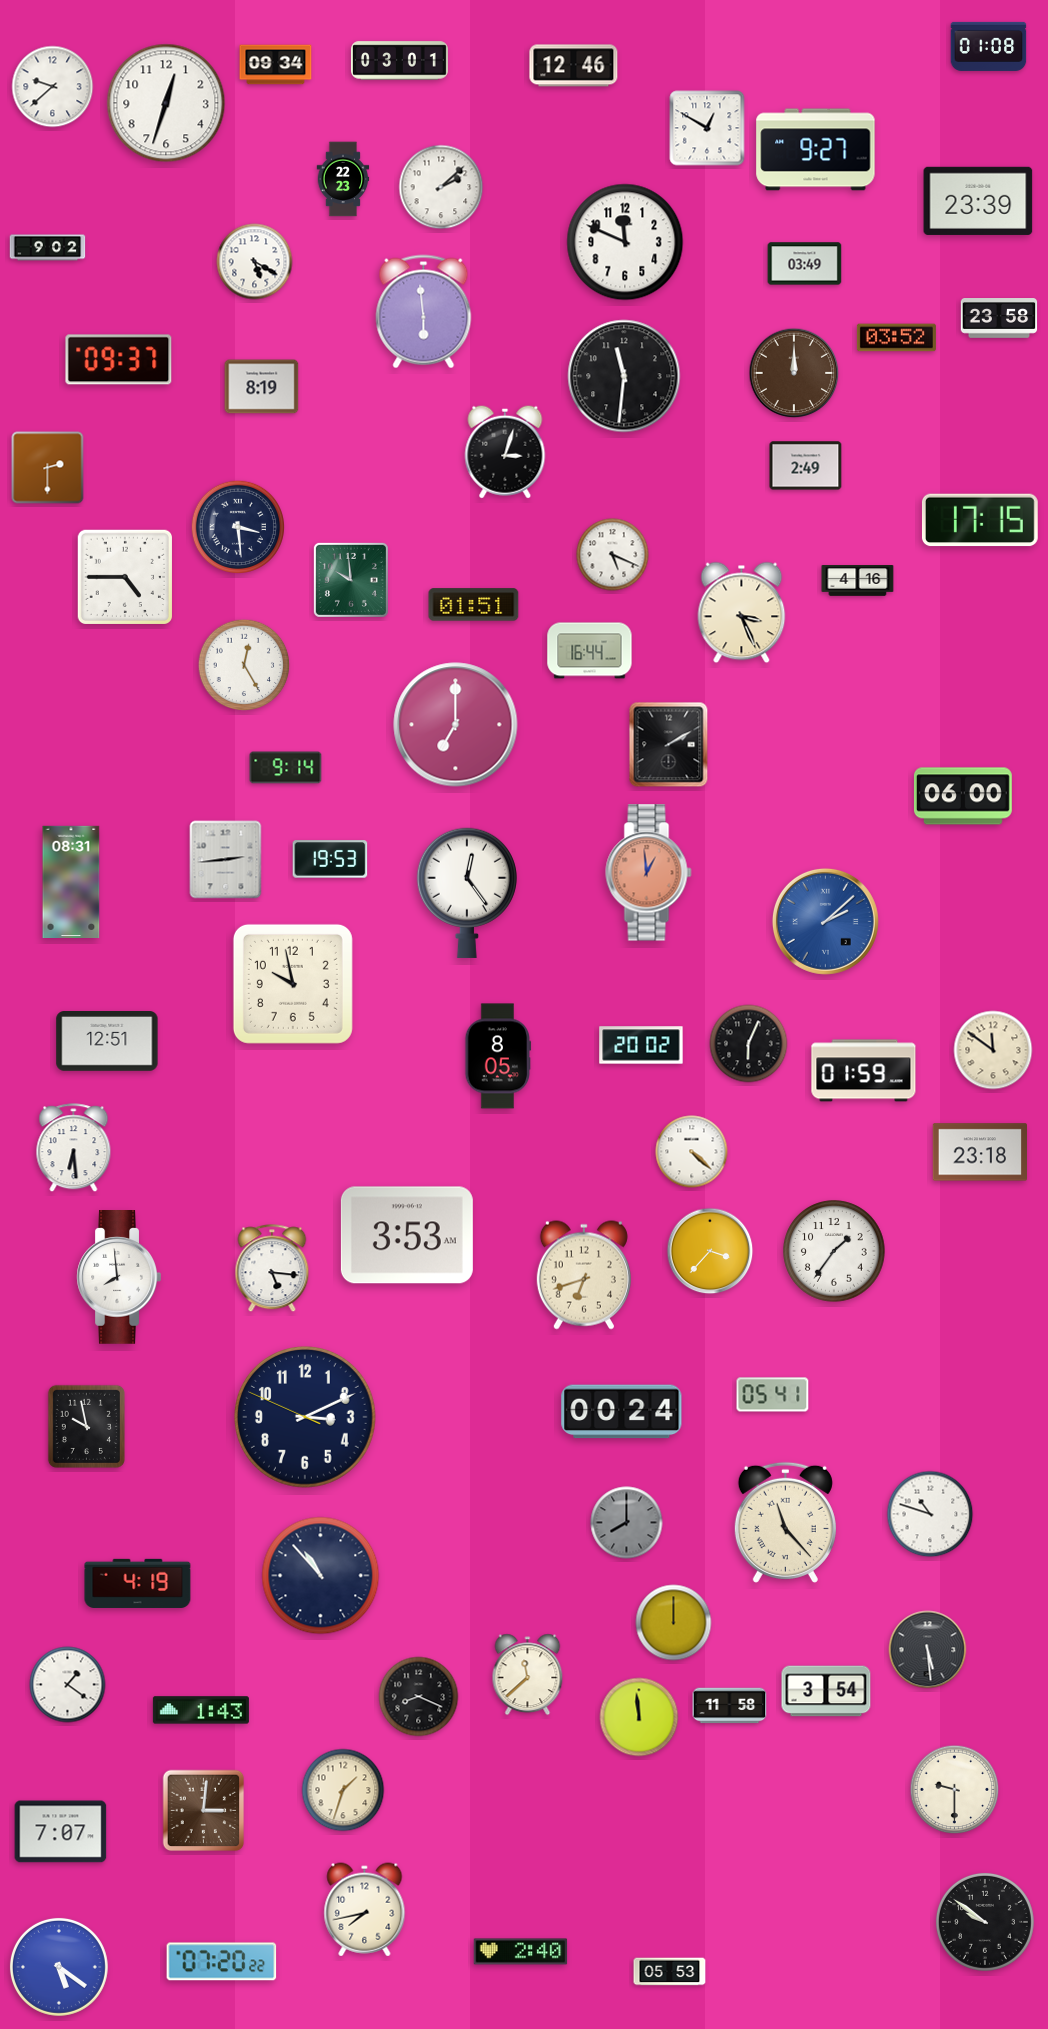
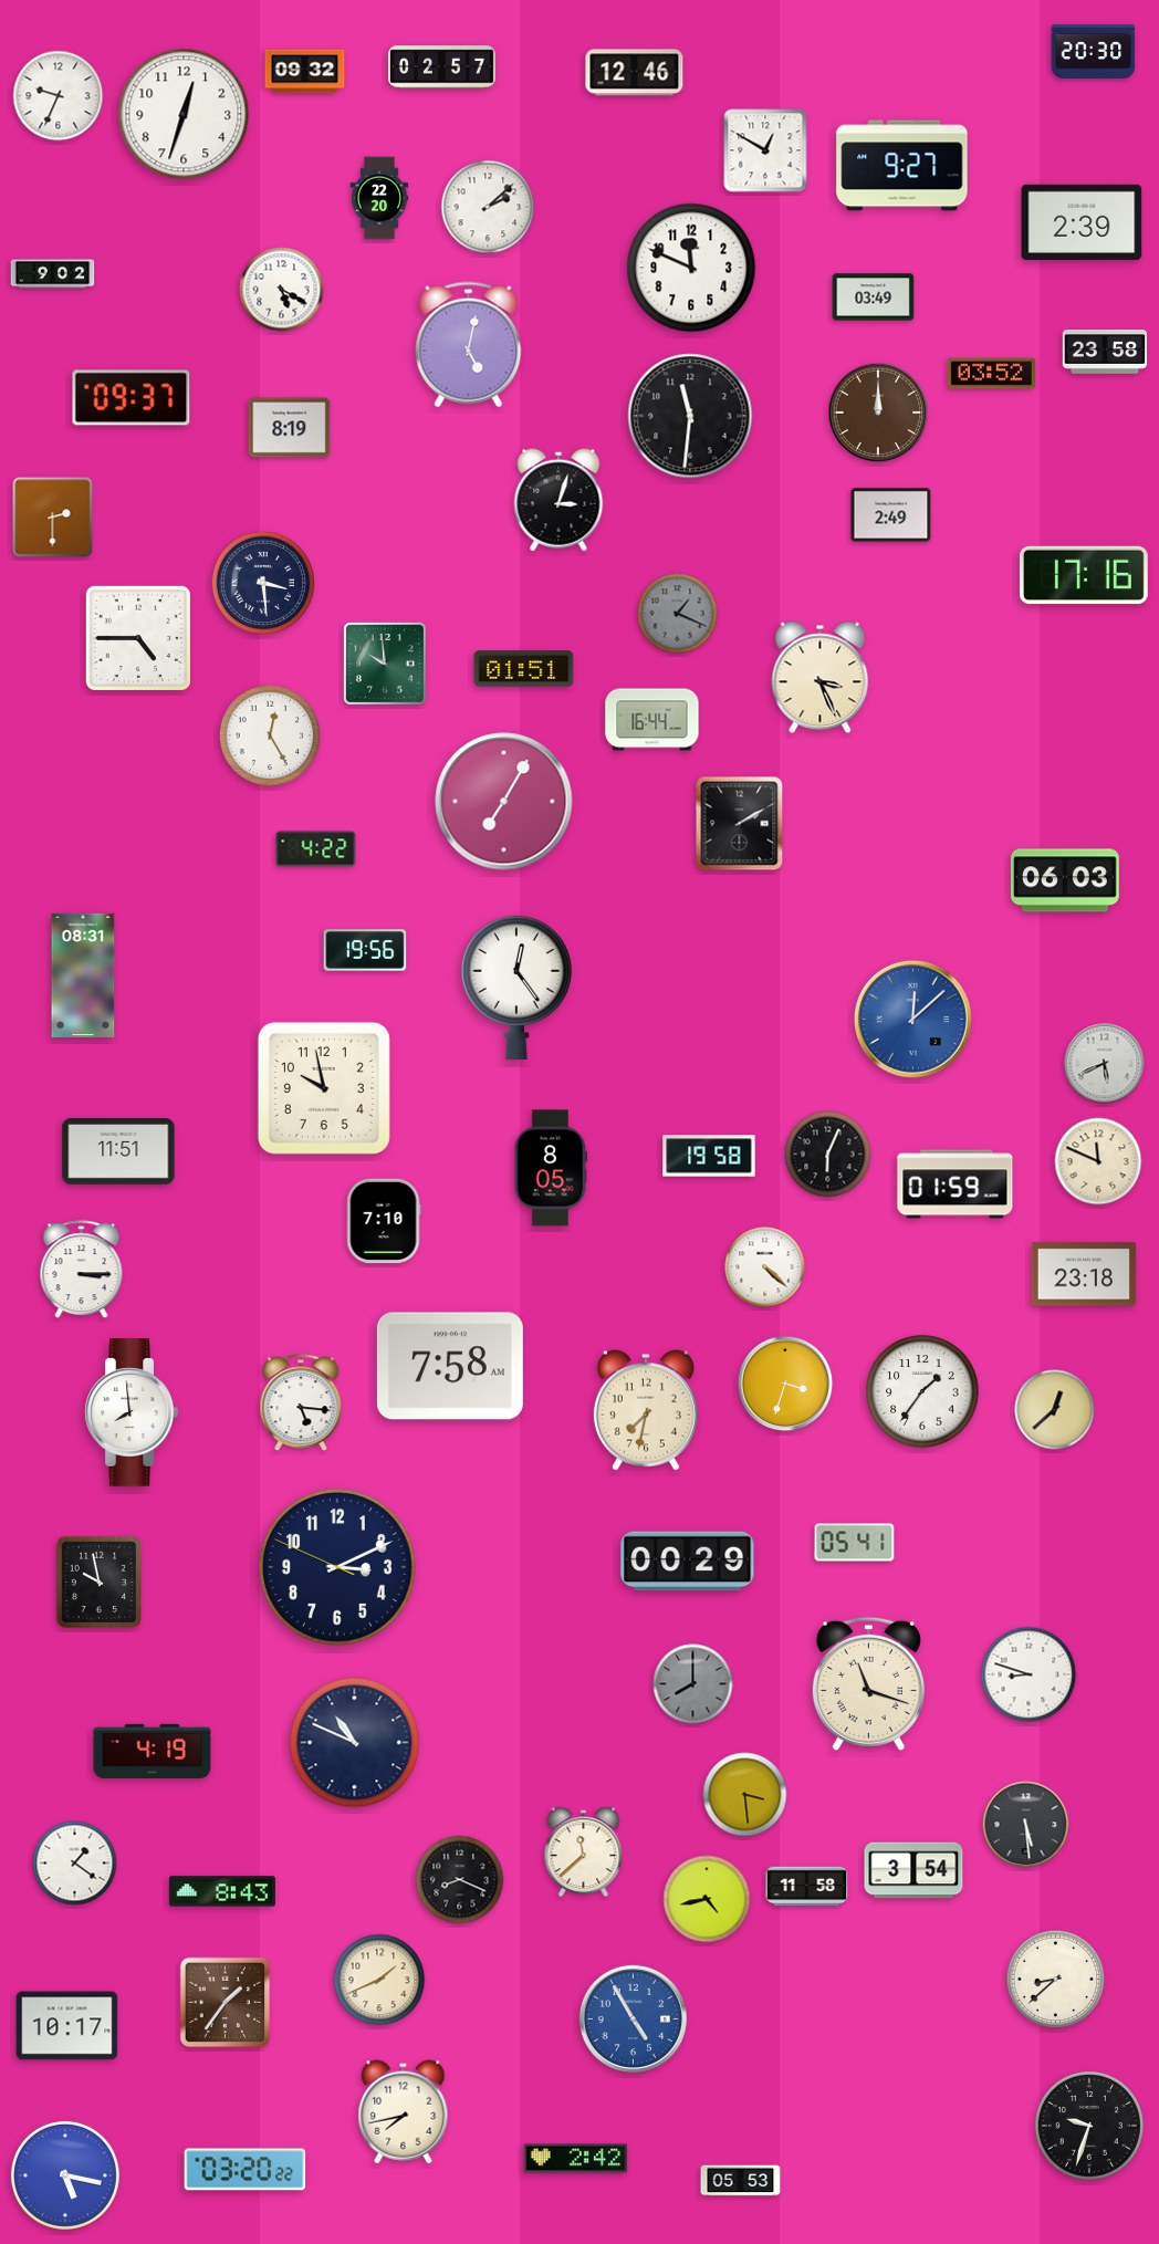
clock at (989, 46): 01:08 -> 20:30
clock at (399, 61): 03:01 -> 02:57
clock at (276, 65): 09:34 -> 09:32
clock at (53, 87): 9:38 -> 9:34
clock at (707, 128) position: (707, 128) -> (765, 150)
clock at (343, 179): 22:23 -> 22:20
clock at (978, 201): 23:39 -> 2:39
clock at (805, 264) position: (805, 264) -> (874, 298)
clock at (424, 312): 5:59 -> 5:02
clock at (980, 520): 17:15 -> 17:16
clock at (613, 555): 5:19 -> 1:19
clock at (613, 555) dial: white -> grey
clock at (351, 580) position: (351, 580) -> (385, 664)
clock at (858, 581): 4:16 -> none
clock at (456, 725): 7:00 -> 7:05
clock at (286, 768): 9:14 -> 4:22
clock at (963, 796): 06:00 -> 06:03
clock at (330, 859): 19:53 -> 19:56
clock at (226, 860): 2:44 -> none
clock at (649, 873): 12:59 -> none
clock at (71, 881) position: (71, 881) -> (83, 974)
clock at (825, 921): 2:08 -> 12:08
clock at (1105, 1064): none -> 5:41
clock at (107, 1042): 12:51 -> 11:51
clock at (641, 1045): 20:02 -> 19:58
clock at (993, 1050): 11:51 -> 11:49
clock at (384, 1221): none -> 7:10
clock at (74, 1148): 6:29 -> 3:15
clock at (692, 1152) position: (692, 1152) -> (765, 1267)
clock at (407, 1235): 3:53 -> 7:58
clock at (710, 1251): 3:37 -> 3:33
clock at (834, 1251) position: (834, 1251) -> (922, 1391)
clock at (584, 1275): 6:42 -> 7:32
clock at (1055, 1410): none -> 12:38
clock at (622, 1412): 00:24 -> 00:29
clock at (86, 1426) position: (86, 1426) -> (98, 1582)
clock at (930, 1514): 10:48 -> 8:48
clock at (785, 1522): 11:23 -> 11:18
clock at (321, 1576): 10:53 -> 10:49
clock at (674, 1623): 12:00 -> 3:29
clock at (419, 1697) position: (419, 1697) -> (460, 1880)
clock at (201, 1710): 1:43 -> 8:43
clock at (639, 1717): 11:59 -> 4:43
clock at (343, 1790): 1:33 -> 1:41
clock at (955, 1790): 9:30 -> 8:38
clock at (204, 1811): 3:01 -> 1:36
clock at (633, 2018): none -> 4:55
clock at (61, 1832): 7:07 -> 10:17
clock at (985, 1922): 9:51 -> 9:33
clock at (521, 1952): 2:40 -> 2:42
clock at (222, 1962): 07:20 -> 03:20
clock at (59, 1967): 5:21 -> 5:17
